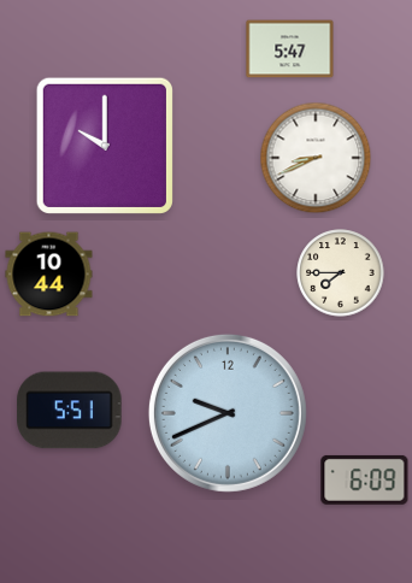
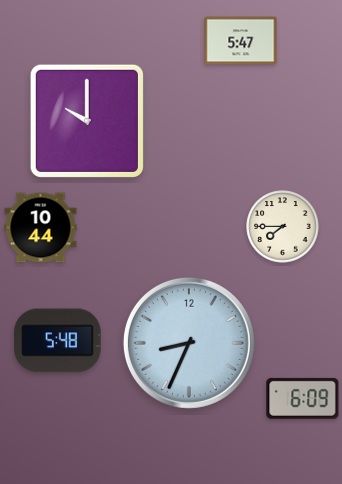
clock at (316, 158): 8:41 -> none
clock at (70, 411): 5:51 -> 5:48
clock at (228, 413): 9:41 -> 8:34
